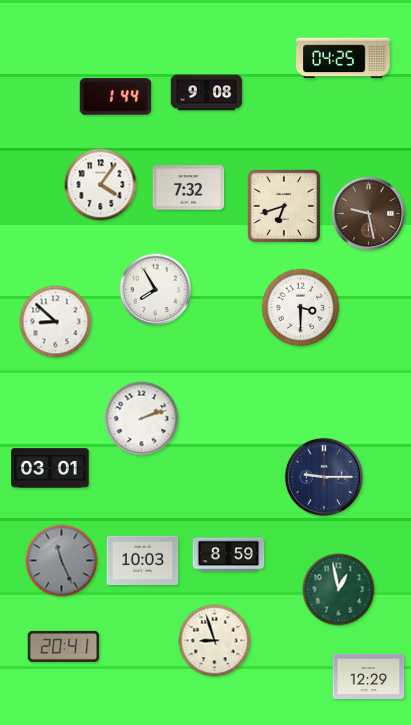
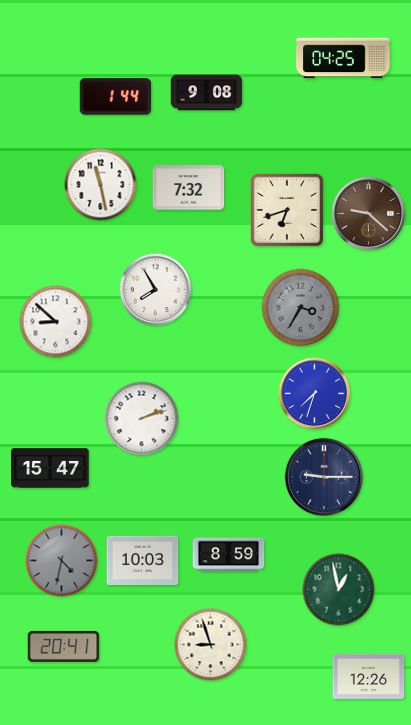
clock at (101, 185): 4:06 -> 11:28
clock at (284, 206) position: (284, 206) -> (287, 210)
clock at (369, 214): 9:28 -> 9:22
clock at (301, 308): 3:30 -> 3:35
clock at (301, 308) dial: white -> grey
clock at (315, 394): none -> 7:33
clock at (50, 468): 03:01 -> 15:47
clock at (62, 561): 11:26 -> 4:32
clock at (215, 641) position: (215, 641) -> (211, 645)
clock at (369, 676): 12:29 -> 12:26
